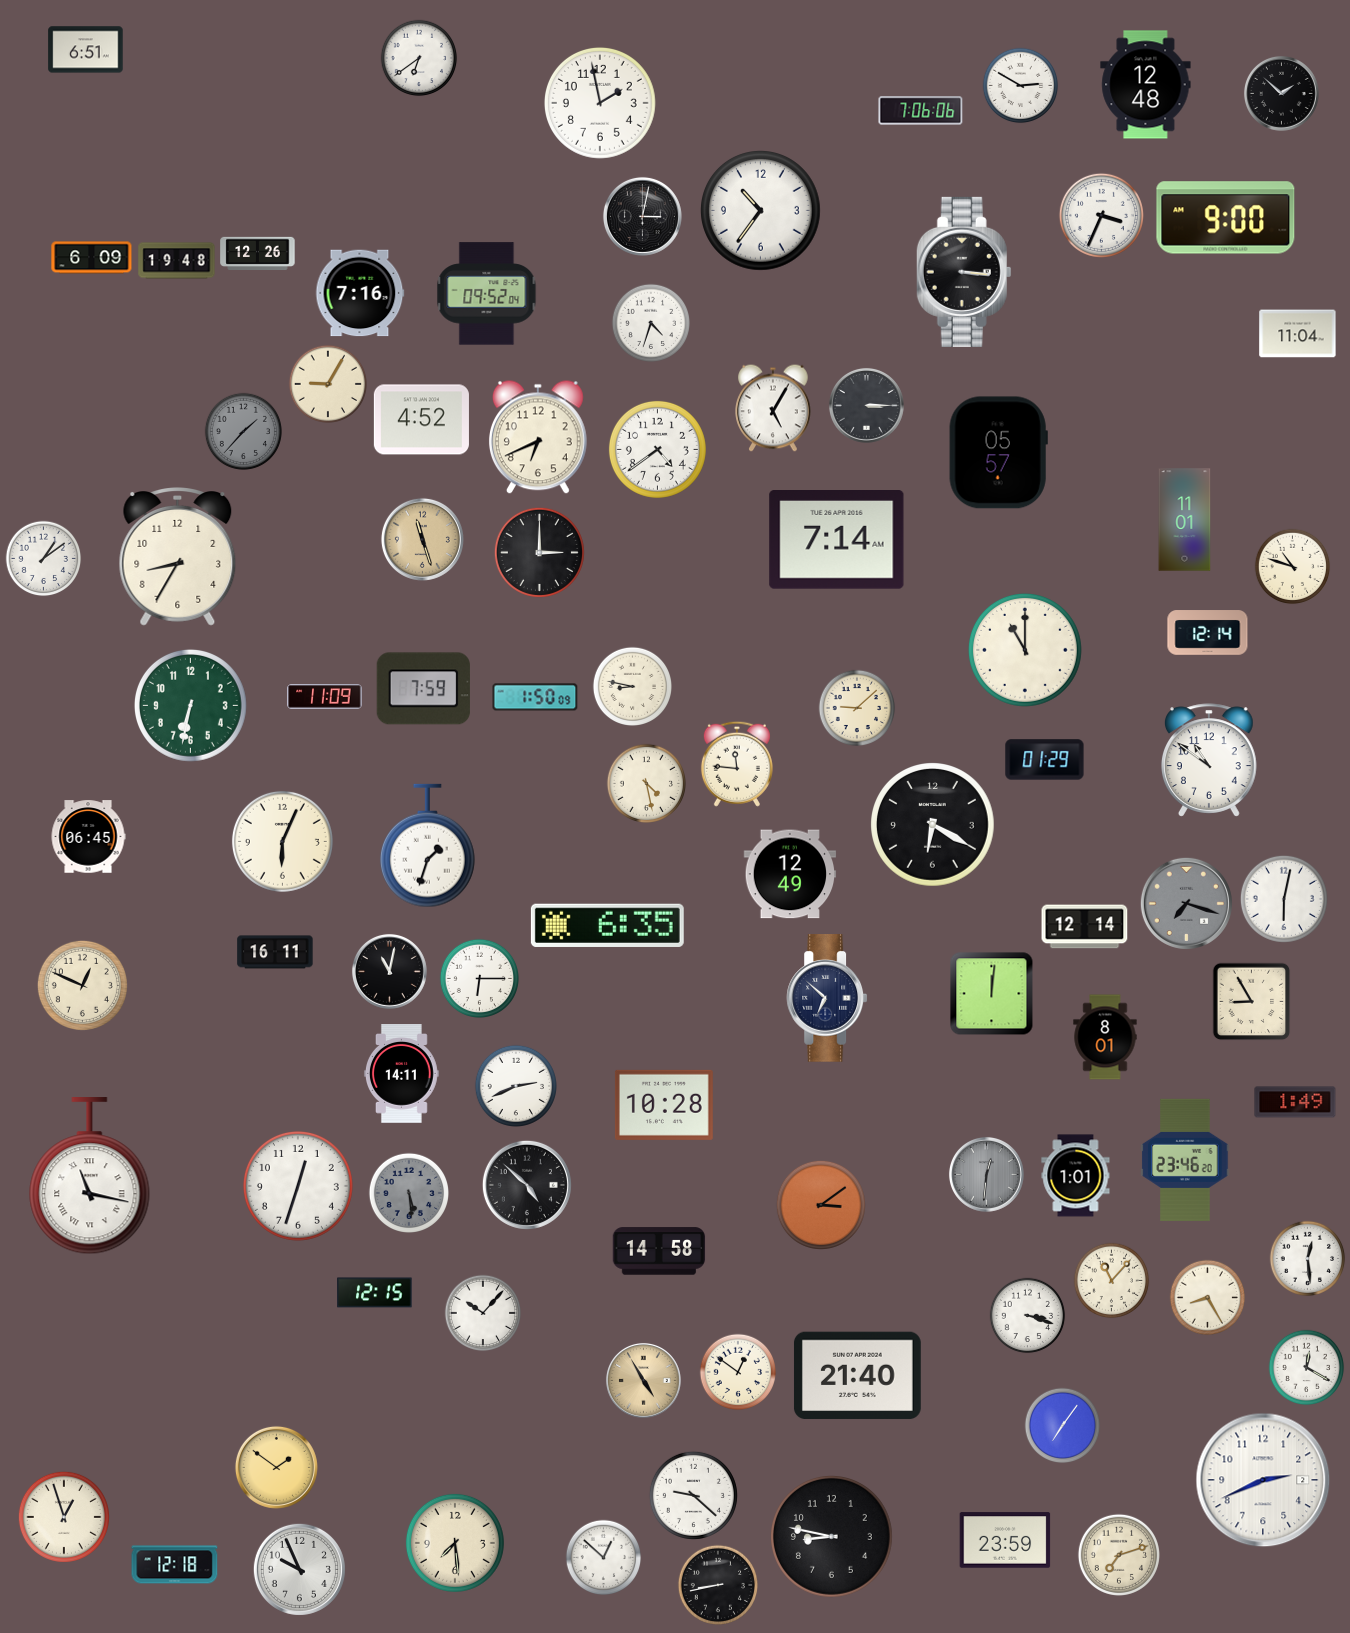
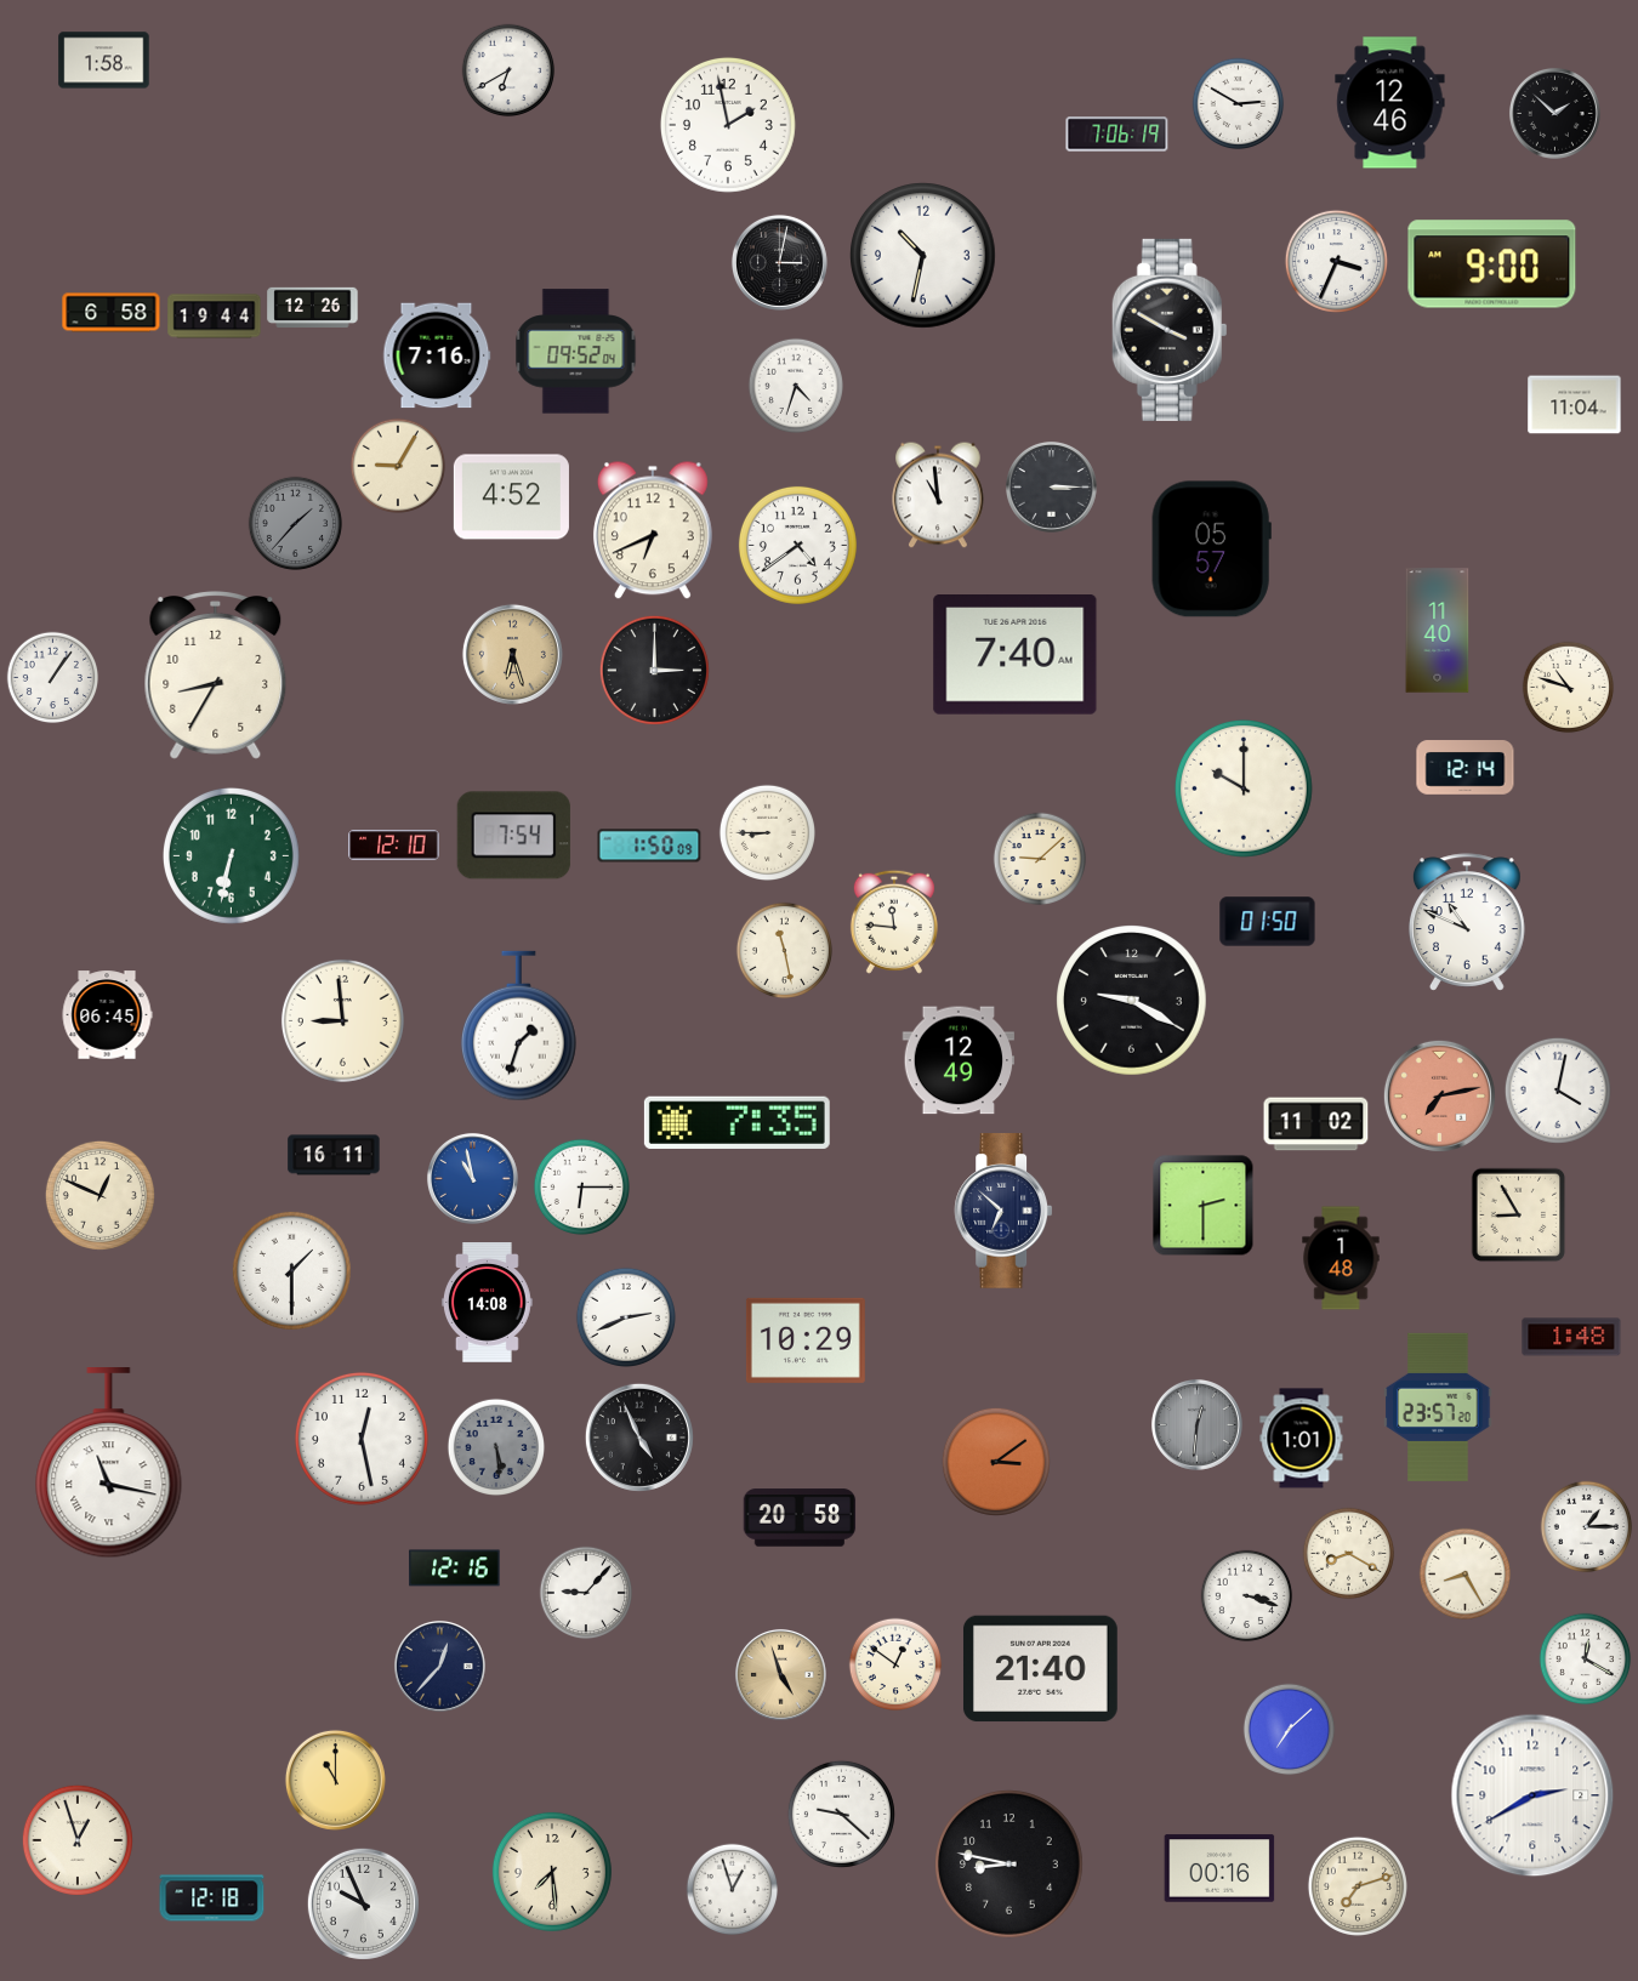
clock at (86, 50): 6:51 -> 1:58
clock at (419, 58): 6:39 -> 6:40
clock at (1146, 85): 12:48 -> 12:46
clock at (921, 111): 7:06:06 -> 7:06:19
clock at (761, 211): 10:36 -> 10:32
clock at (1226, 218) position: (1226, 218) -> (1492, 264)
clock at (92, 258): 6:09 -> 6:58
clock at (177, 261): 19:48 -> 19:44
clock at (964, 272): 3:16 -> 3:50
clock at (487, 294) position: (487, 294) -> (576, 352)
clock at (650, 322) position: (650, 322) -> (795, 385)
clock at (866, 405) position: (866, 405) -> (1051, 486)
clock at (773, 408): 5:05 -> 10:59
clock at (421, 420) position: (421, 420) -> (511, 497)
clock at (1185, 520): 11:01 -> 11:40
clock at (422, 539): 11:27 -> 6:27
clock at (837, 540): 7:14 -> 7:40
clock at (44, 559): 1:09 -> 1:06
clock at (1025, 650): 11:00 -> 10:00
clock at (632, 686): 8:47 -> 8:45
clock at (423, 689): 7:59 -> 7:54
clock at (325, 697): 11:09 -> 12:10
clock at (1045, 760): 01:29 -> 01:50
clock at (1209, 760): 10:51 -> 10:49
clock at (737, 764) position: (737, 764) -> (894, 922)
clock at (646, 783): 4:28 -> 11:28
clock at (933, 825): 6:20 -> 9:20
clock at (282, 841): 6:04 -> 8:59
clock at (1284, 899): 6:02 -> 4:02
clock at (1186, 903): 7:18 -> 7:13
clock at (1186, 903) dial: grey -> salmon
clock at (607, 925): 6:35 -> 7:35
clock at (1085, 927): 12:14 -> 11:02
clock at (389, 971): 11:02 -> 10:58
clock at (389, 971) dial: black -> blue
clock at (992, 994): 12:01 -> 2:30
clock at (1105, 1037): 8:01 -> 1:48
clock at (291, 1270): none -> 1:30
clock at (401, 1074): 14:11 -> 14:08
clock at (1295, 1102): 1:49 -> 1:48
clock at (664, 1105): 10:28 -> 10:29
clock at (1185, 1160): 23:46 -> 23:57
clock at (90, 1176) position: (90, 1176) -> (109, 1463)
clock at (1076, 1176) position: (1076, 1176) -> (1302, 1439)
clock at (527, 1185): 4:52 -> 4:56
clock at (298, 1186): 12:33 -> 12:28
clock at (659, 1251): 14:58 -> 20:58
clock at (1308, 1259): 12:29 -> 1:15
clock at (1112, 1281): 11:07 -> 8:20
clock at (375, 1293): 12:15 -> 12:16
clock at (483, 1313): 10:07 -> 9:07
clock at (439, 1666): none -> 12:37
clock at (643, 1380): 4:55 -> 4:57
clock at (1063, 1426): 7:06 -> 7:08
clock at (276, 1467): 1:51 -> 11:00
clock at (1263, 1480): 2:41 -> 2:40
clock at (1005, 1540): 23:59 -> 00:16
clock at (604, 1558): 12:52 -> 12:57
clock at (717, 1584): 8:43 -> none
